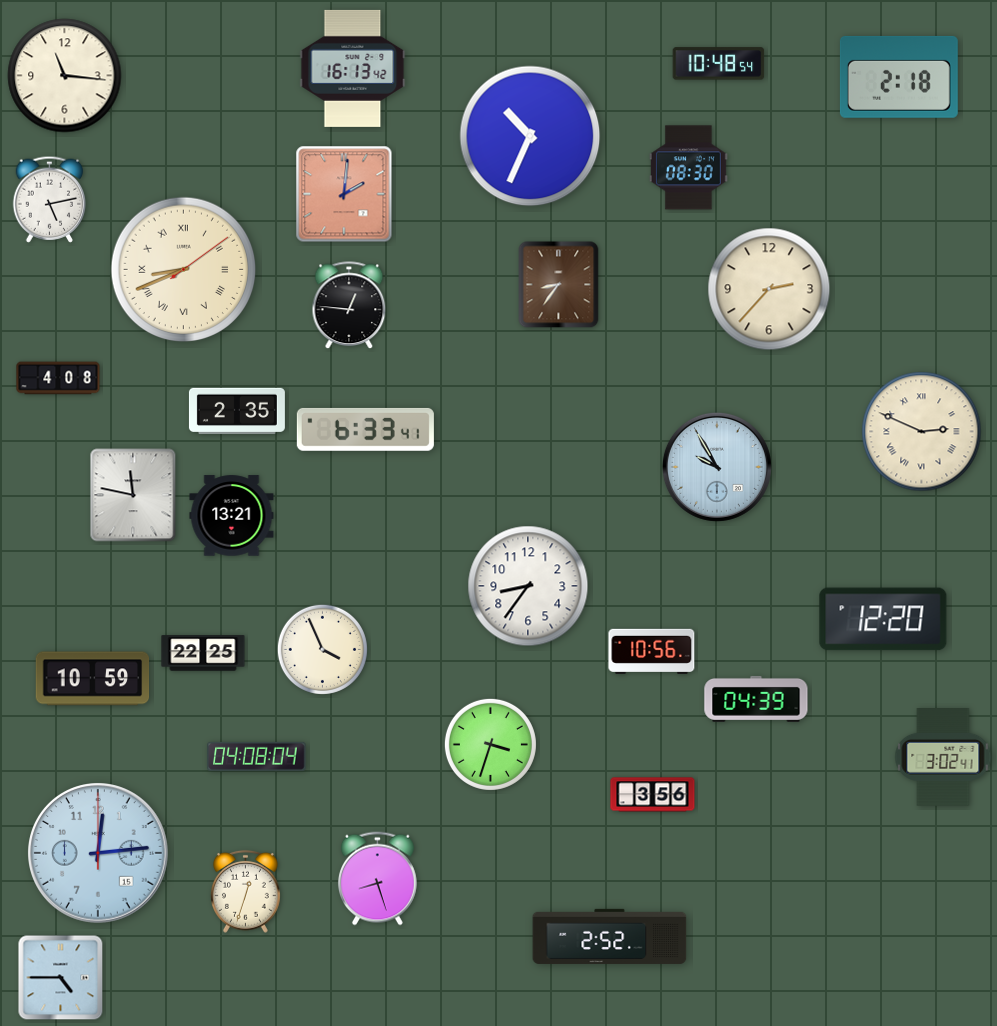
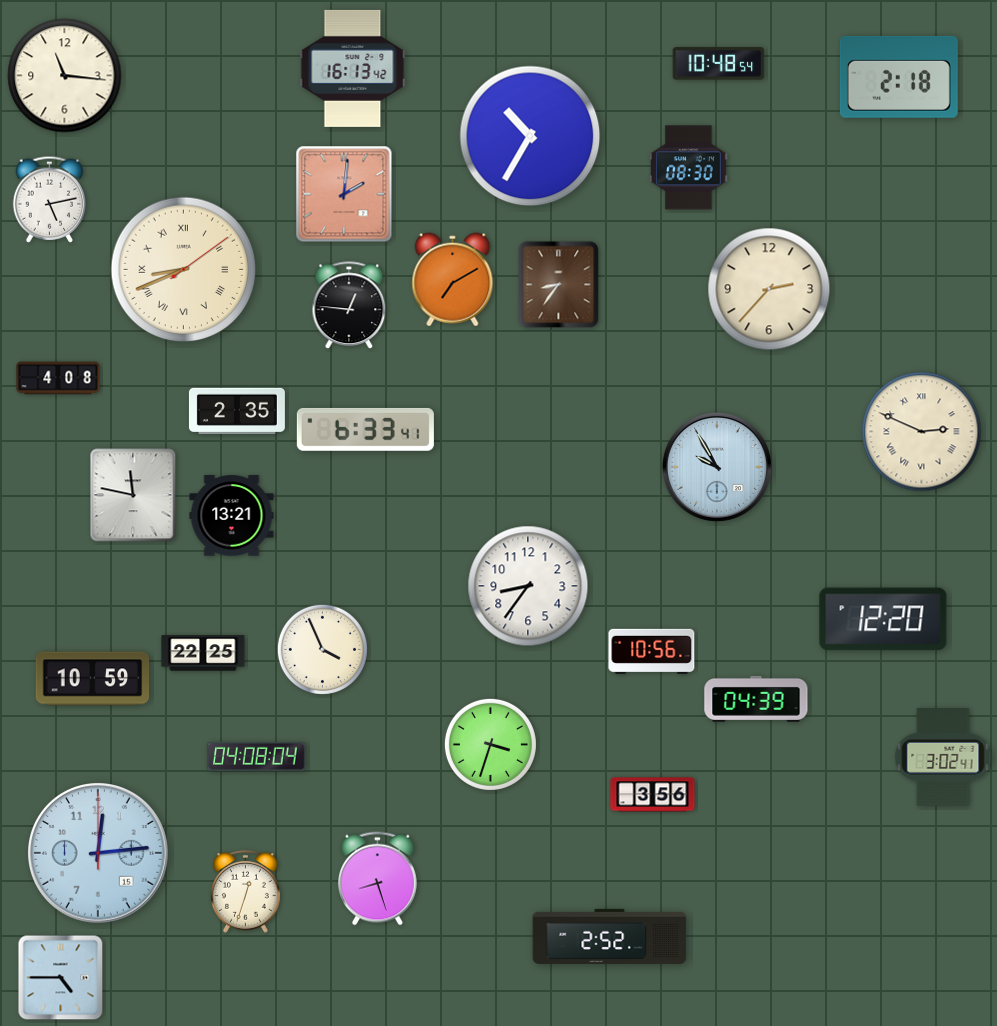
clock at (530, 136): 10:34 -> 10:35
clock at (453, 280): none -> 7:10
